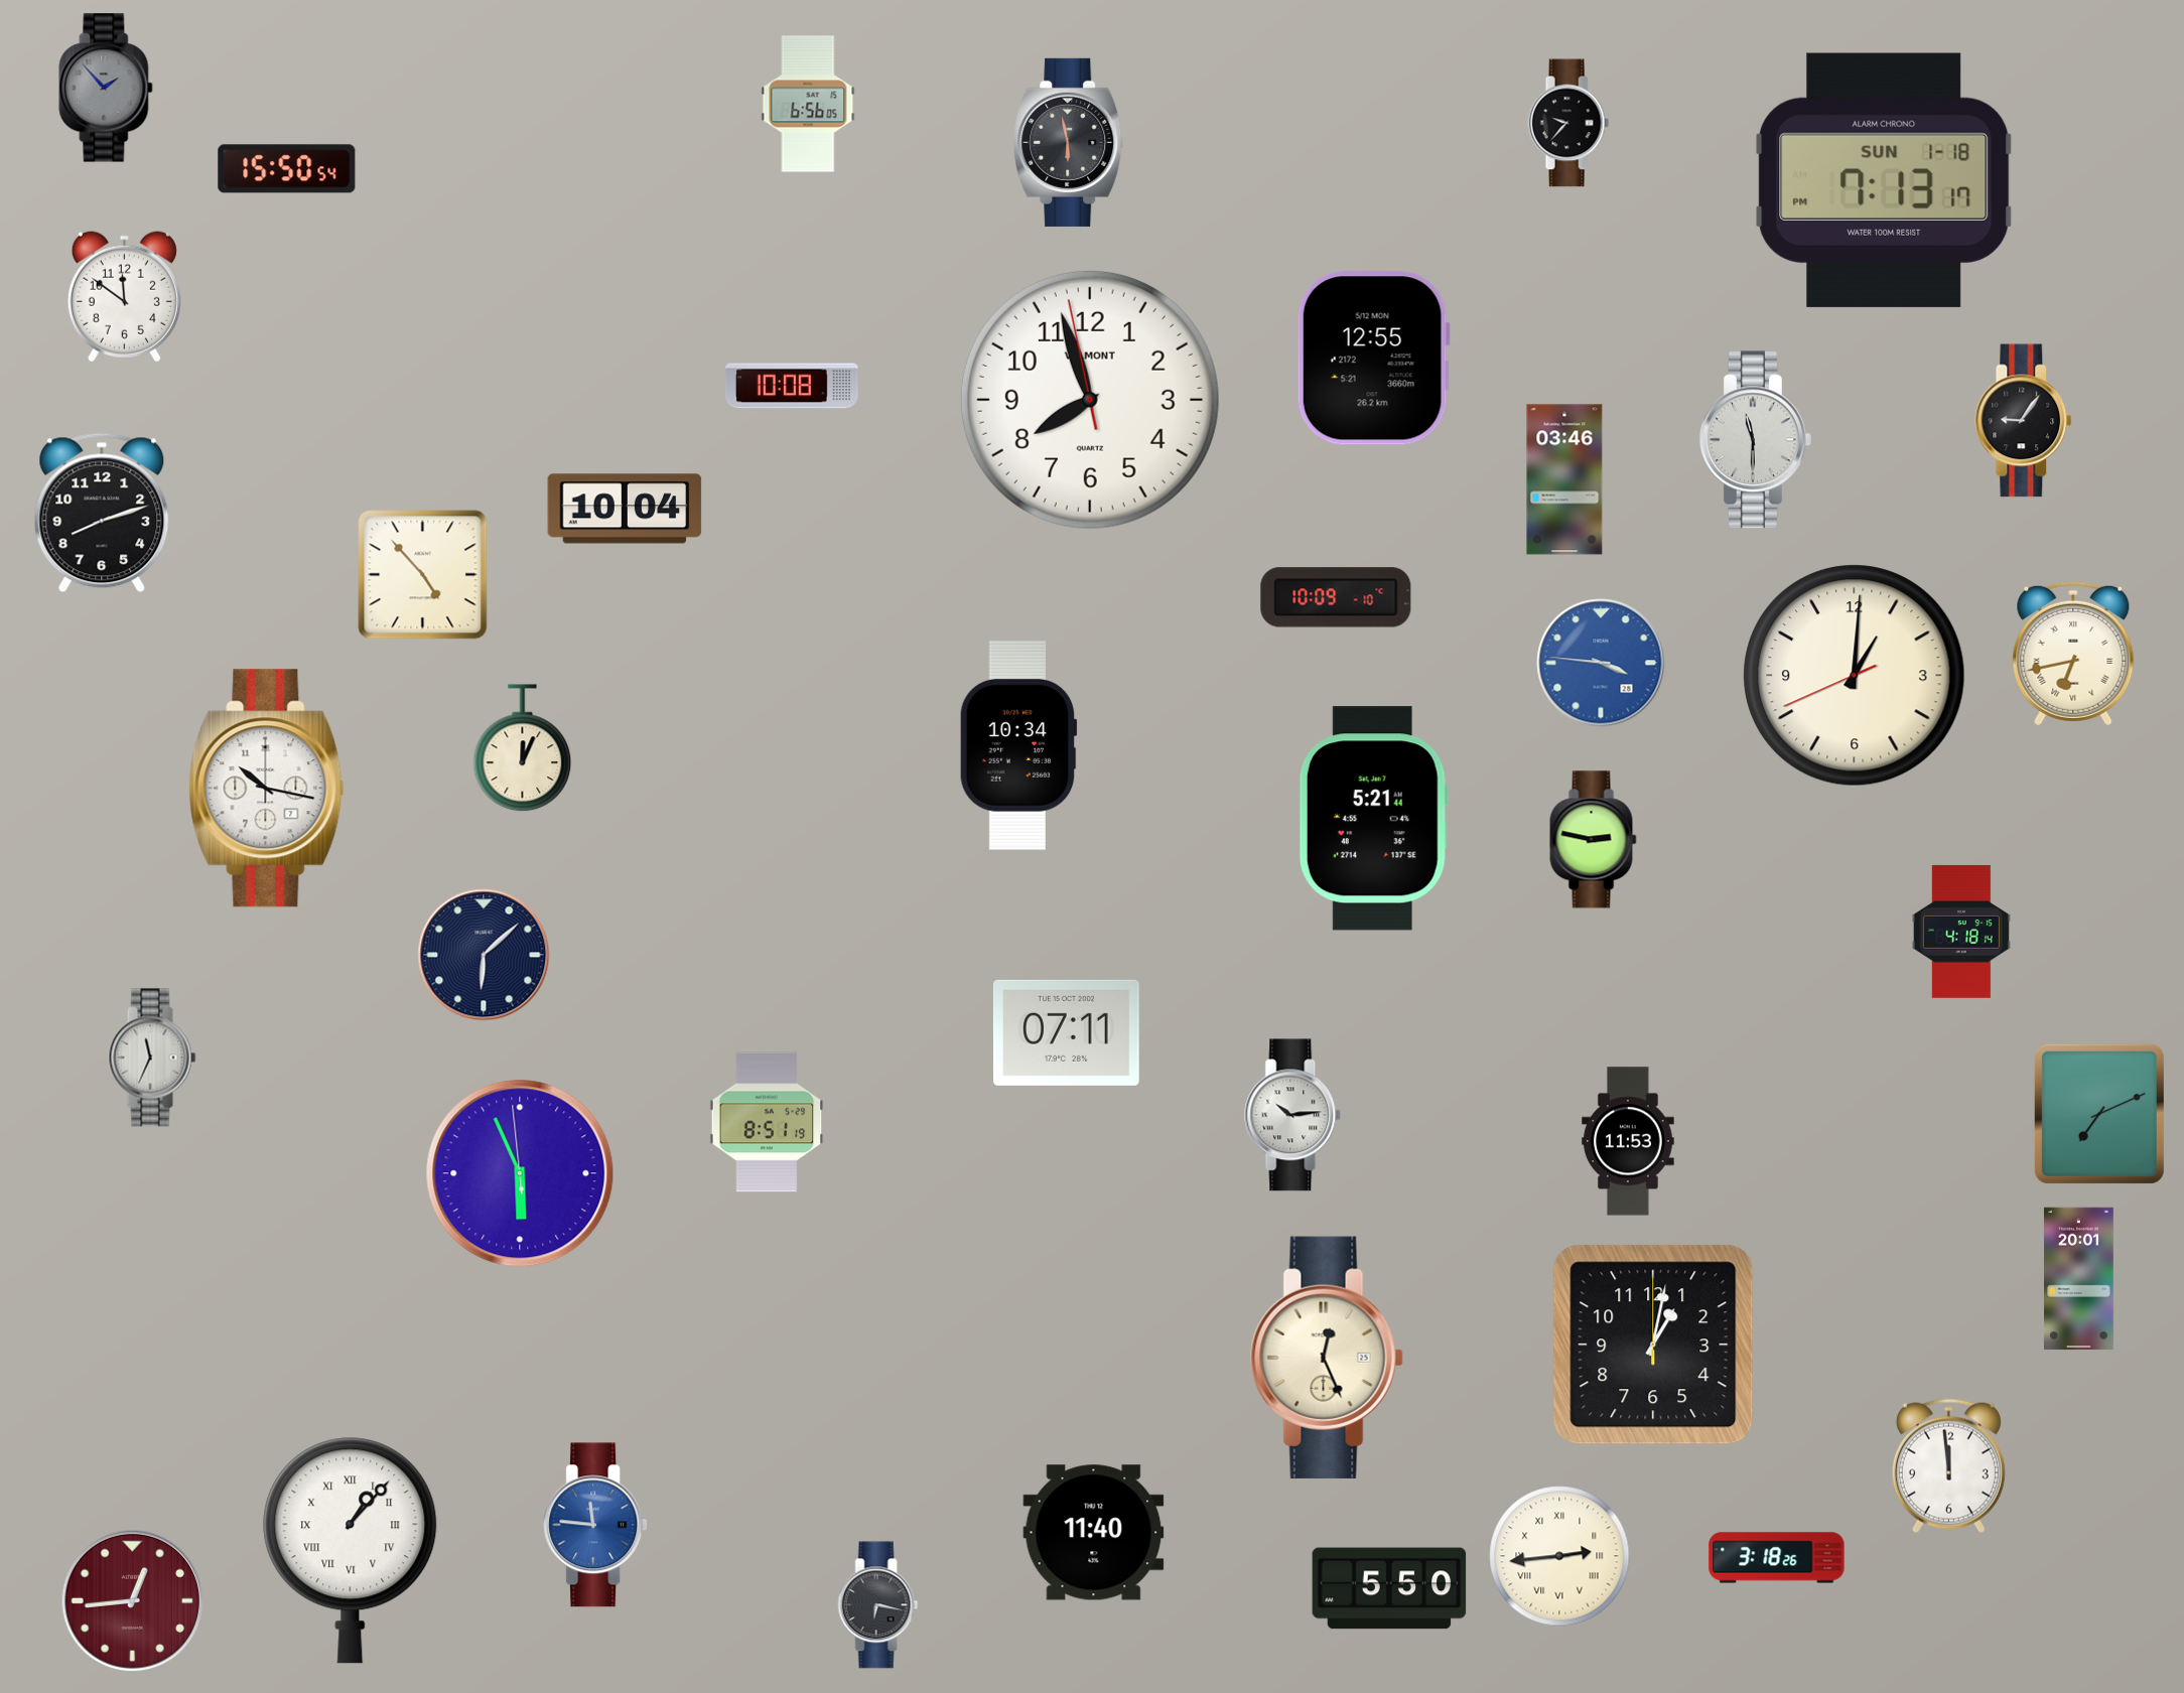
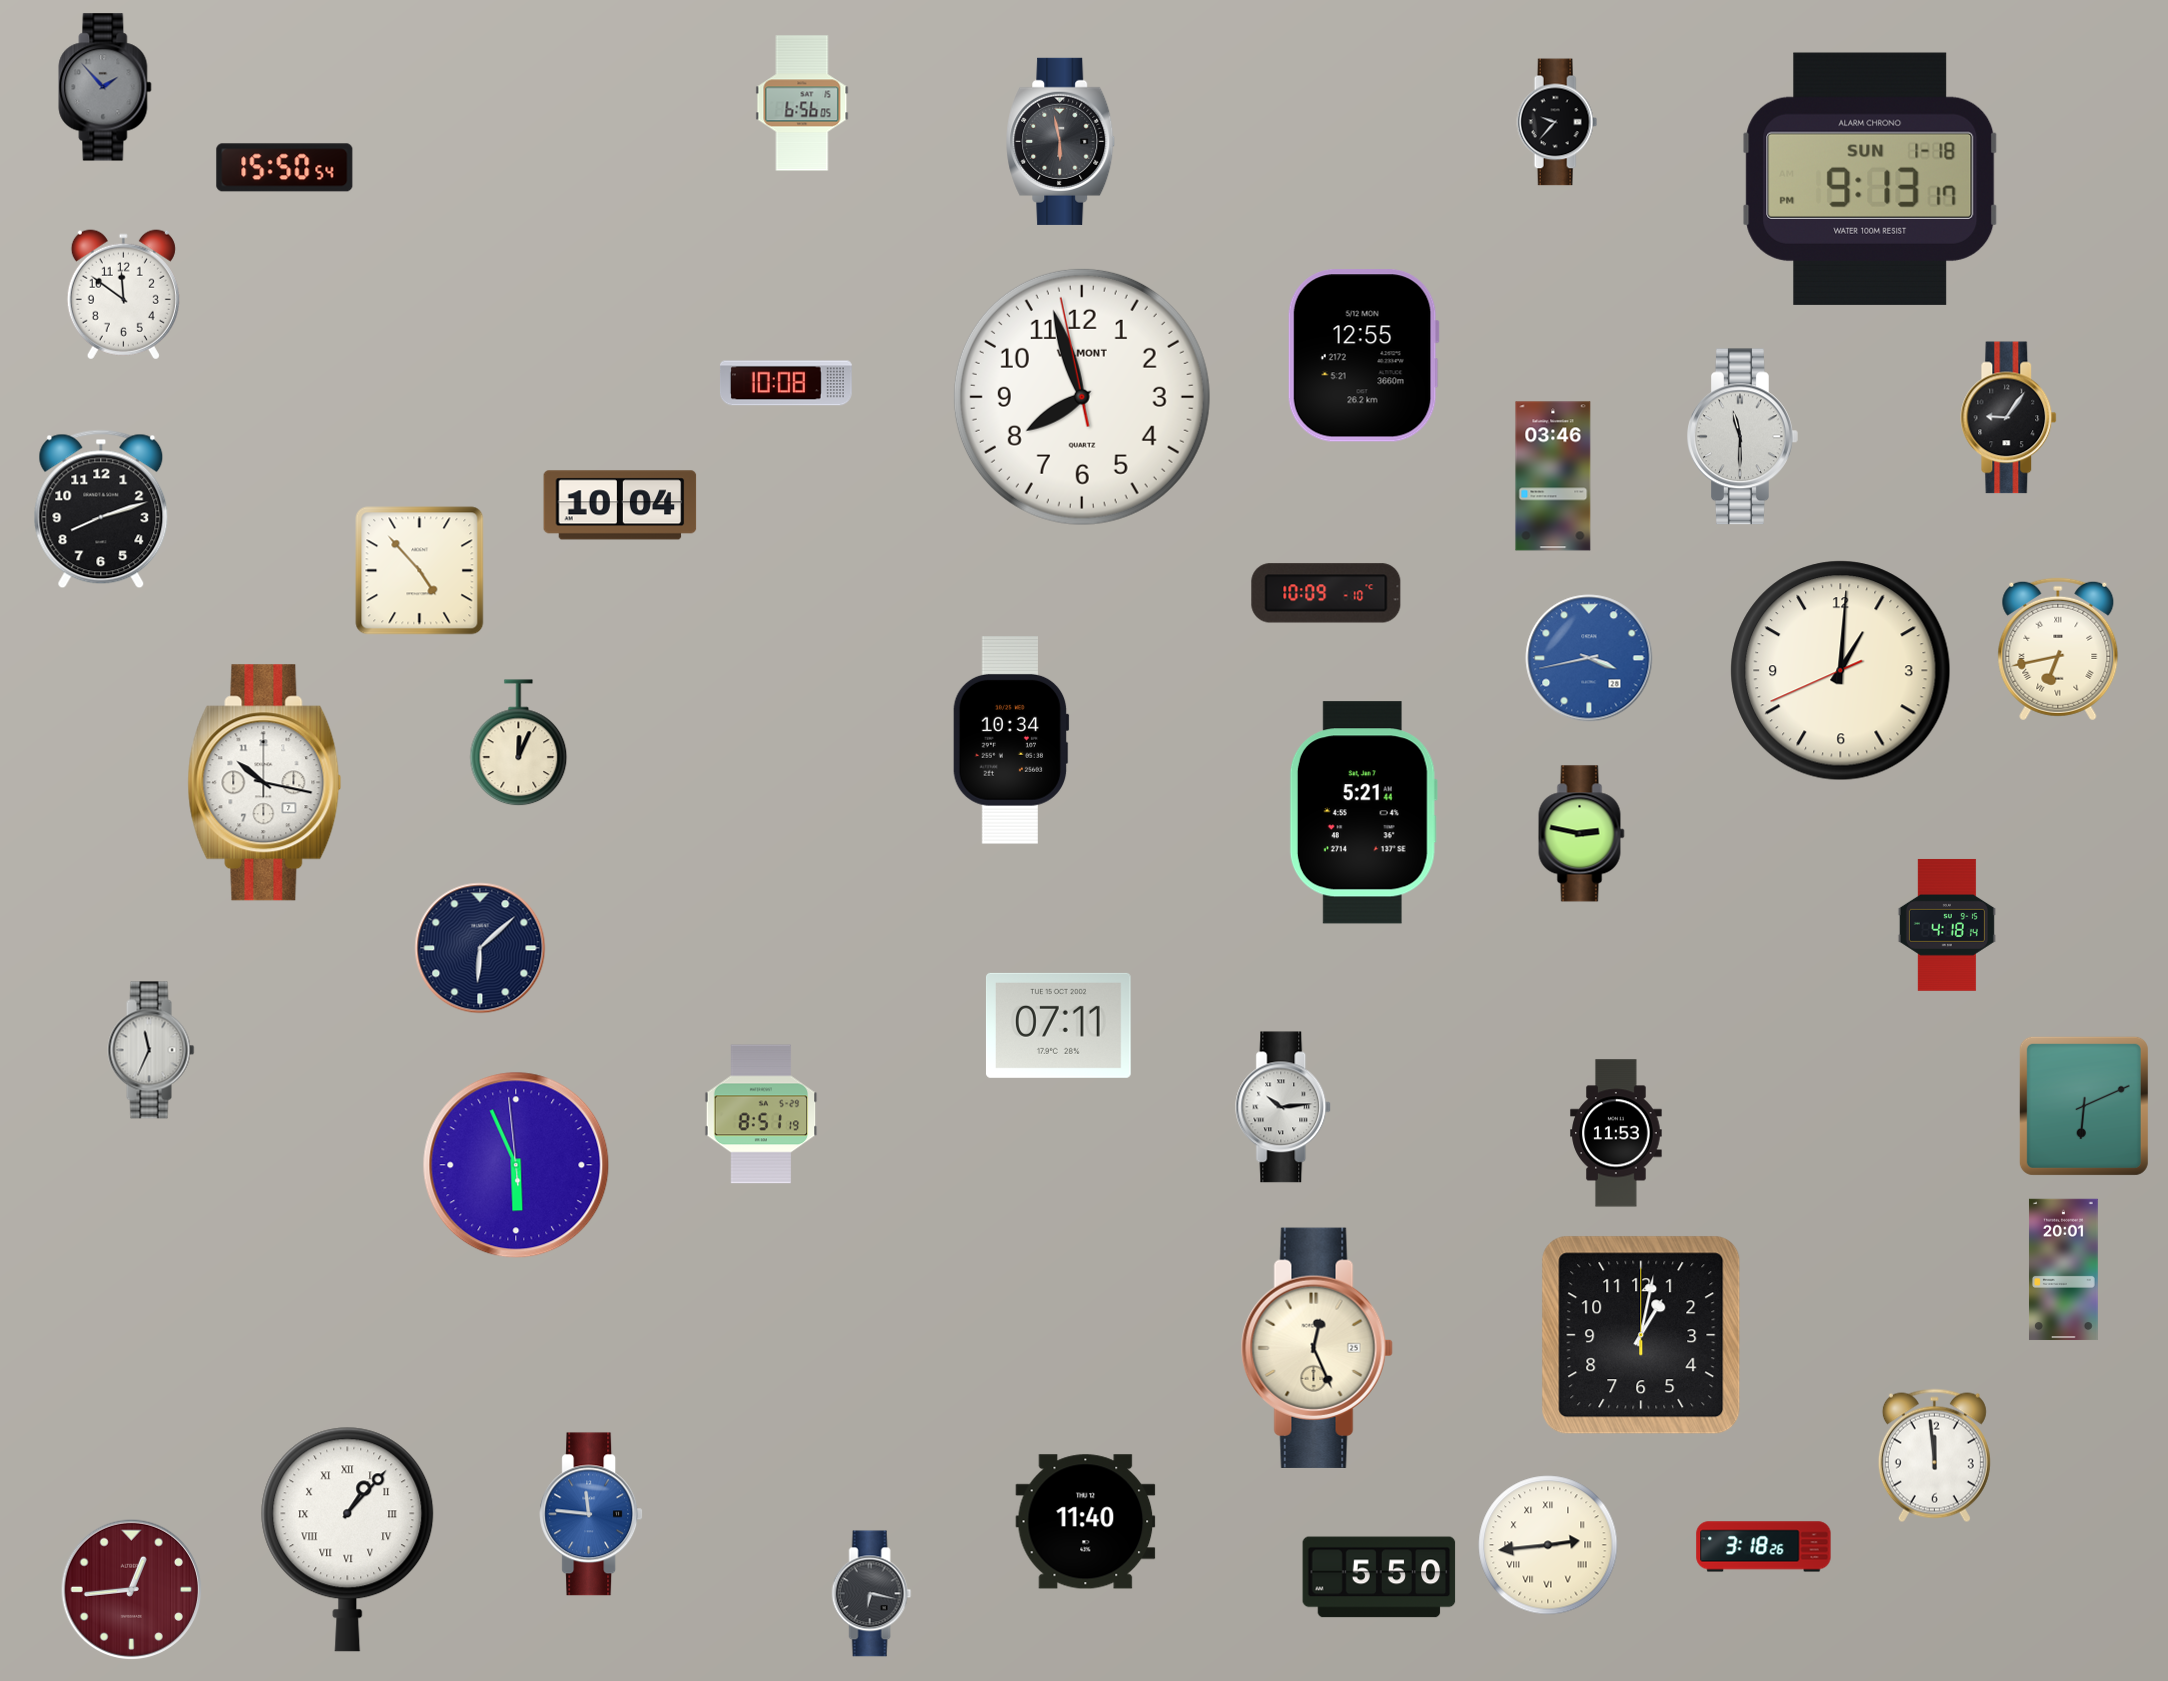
clock at (1884, 180): 7:13 -> 9:13
clock at (1601, 663): 3:46 -> 3:43
clock at (2099, 1114): 7:11 -> 6:11
